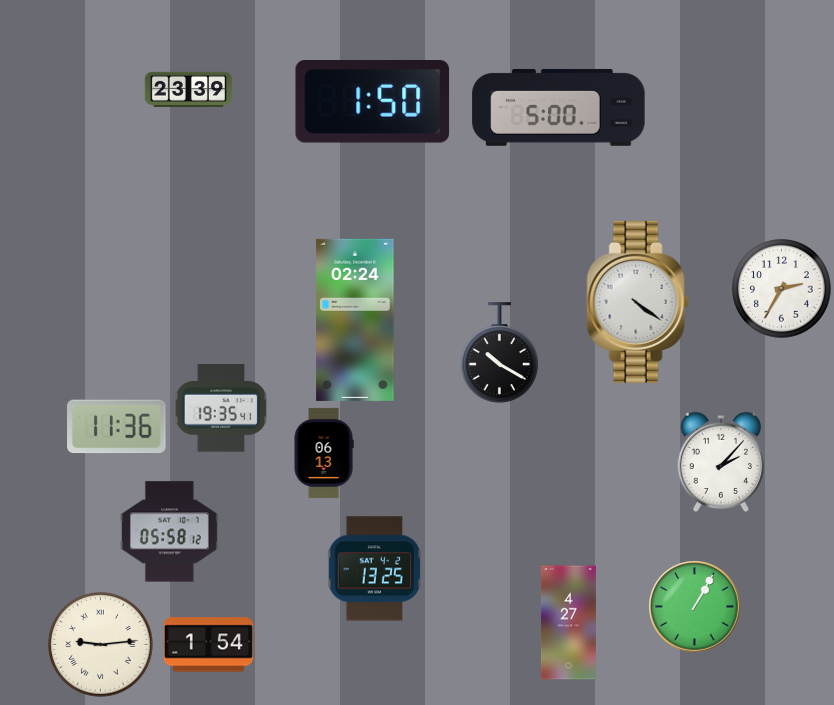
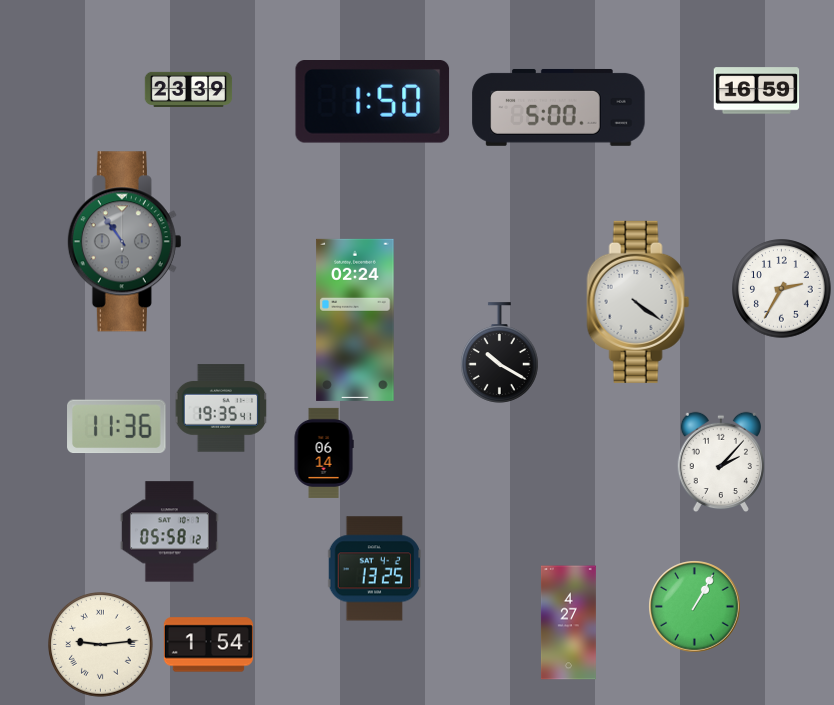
clock at (757, 91): none -> 16:59
clock at (124, 242): none -> 10:54
clock at (324, 453): 06:13 -> 06:14
